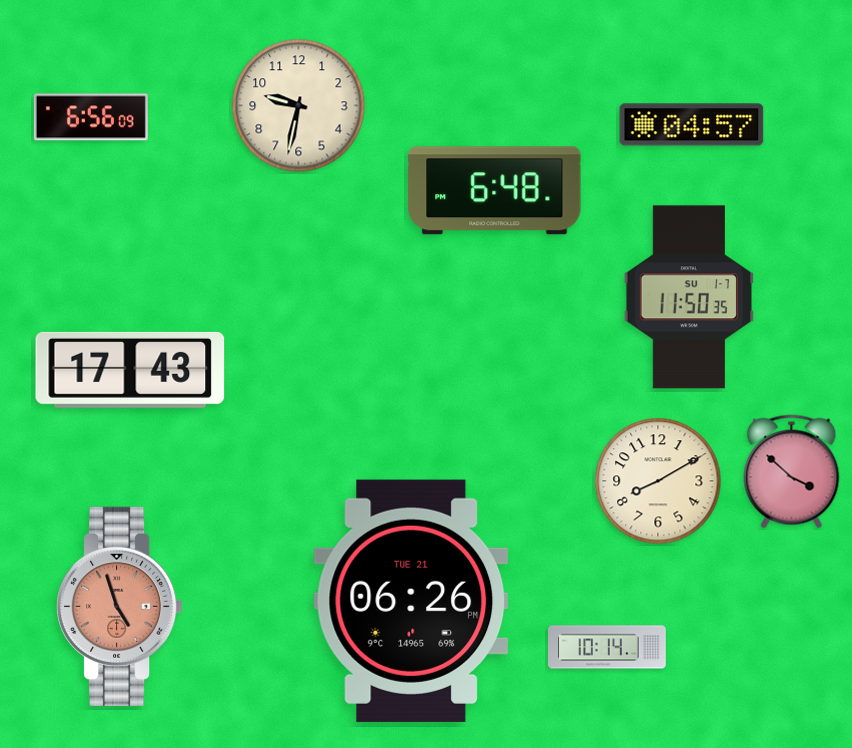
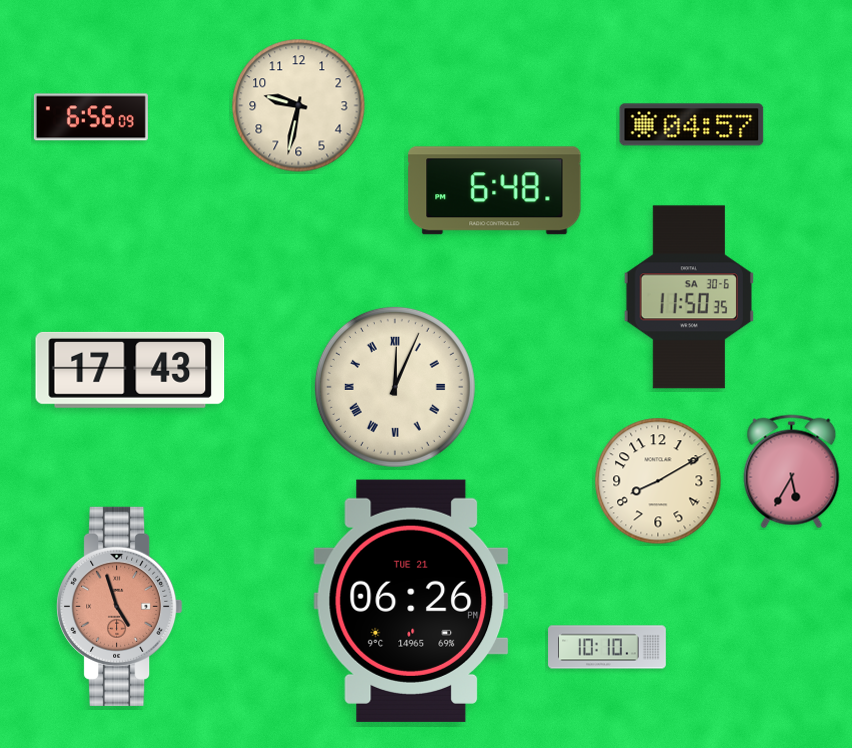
clock at (688, 297) date: SU 1-7 -> SA 30-6
clock at (395, 387): none -> 12:04
clock at (792, 472): 3:52 -> 5:35
clock at (607, 647): 10:14 -> 10:10
